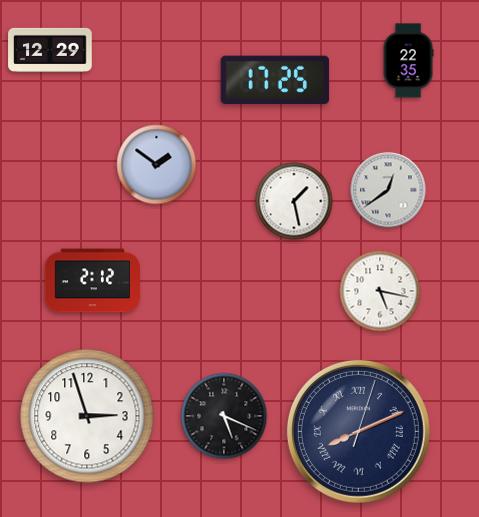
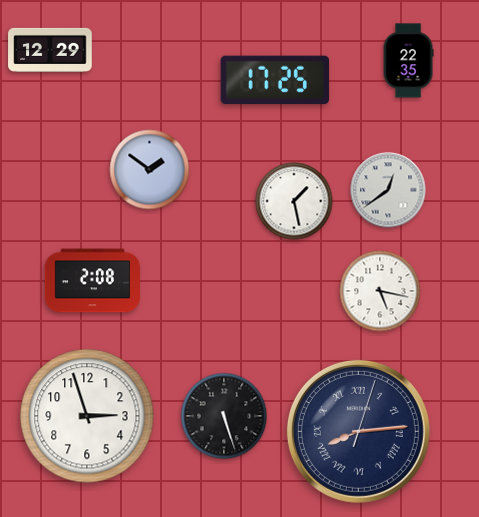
clock at (157, 165) position: (157, 165) -> (150, 170)
clock at (92, 281): 2:12 -> 2:08
clock at (224, 416): 5:19 -> 5:27
clock at (358, 431): 8:11 -> 8:14
